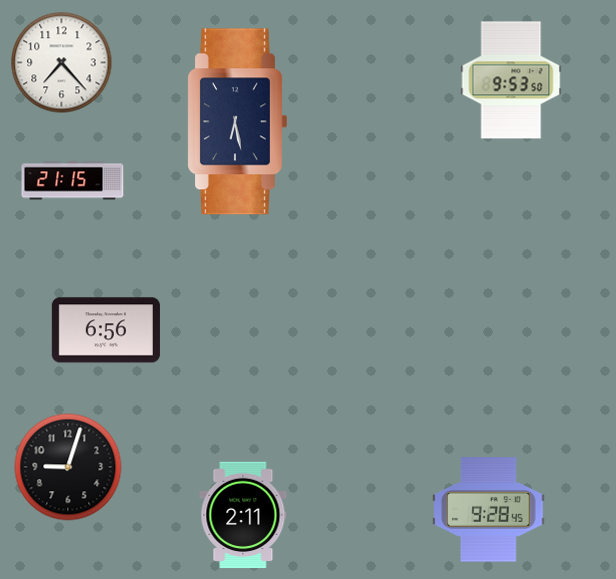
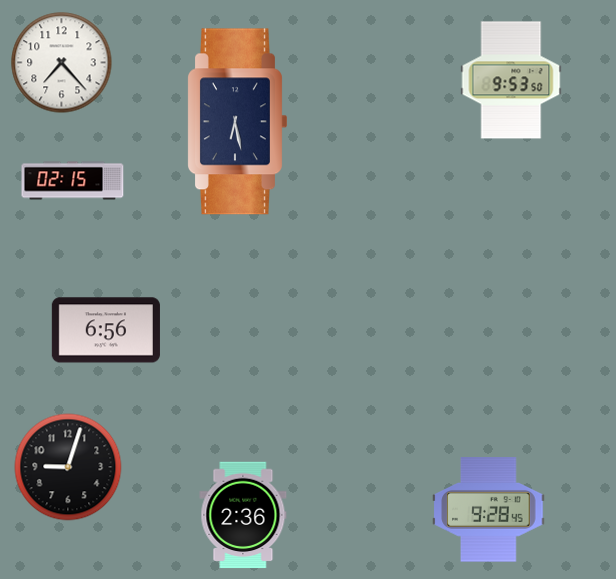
clock at (73, 181): 21:15 -> 02:15
clock at (243, 515): 2:11 -> 2:36
